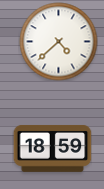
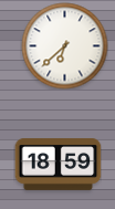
clock at (58, 41): 4:38 -> 6:38
